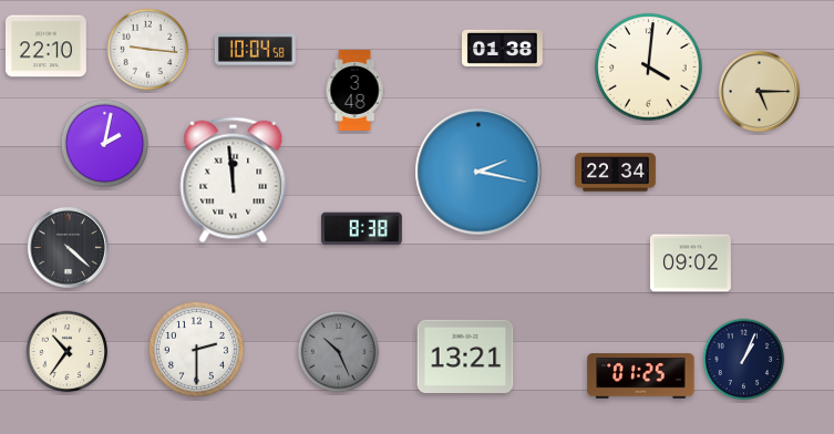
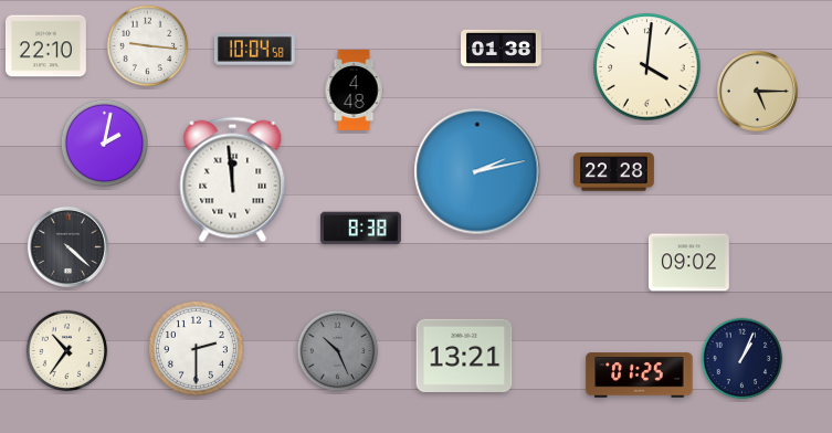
clock at (148, 50) position: (148, 50) -> (148, 46)
clock at (354, 91): 3:48 -> 4:48
clock at (478, 172): 2:17 -> 2:13
clock at (616, 173): 22:34 -> 22:28
